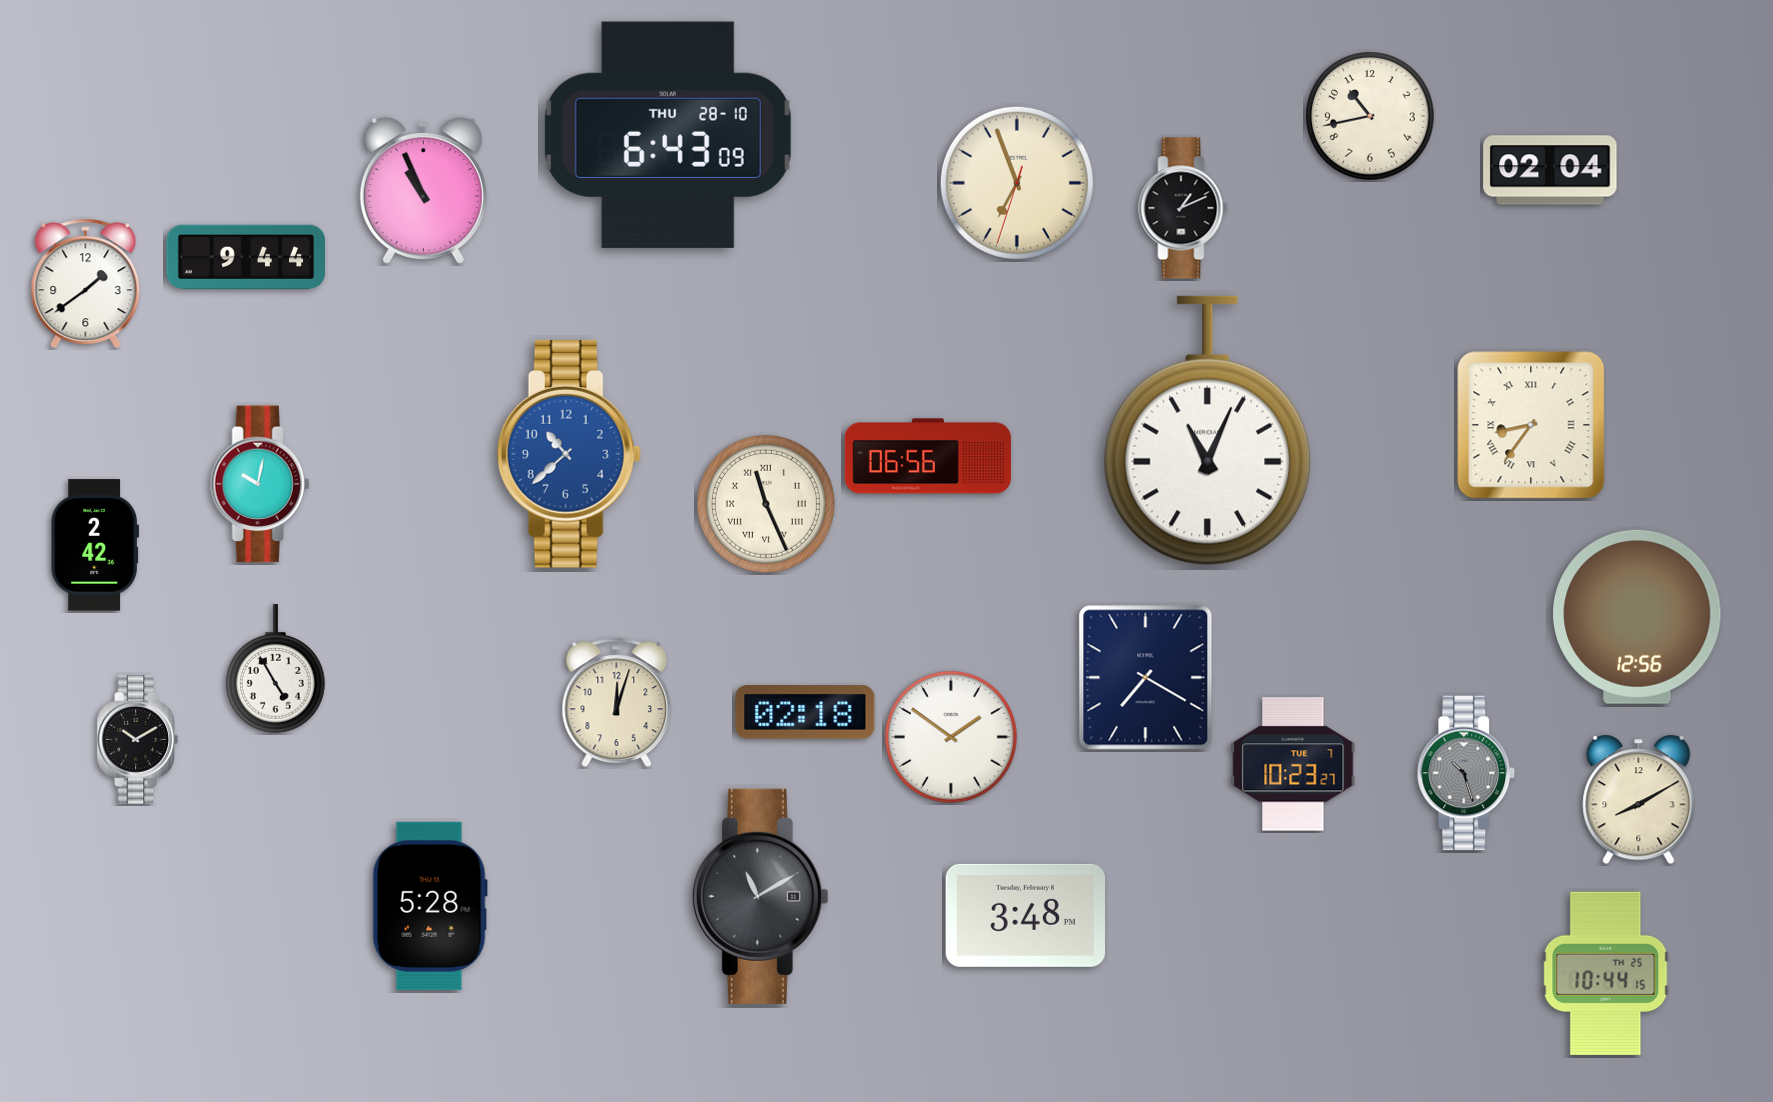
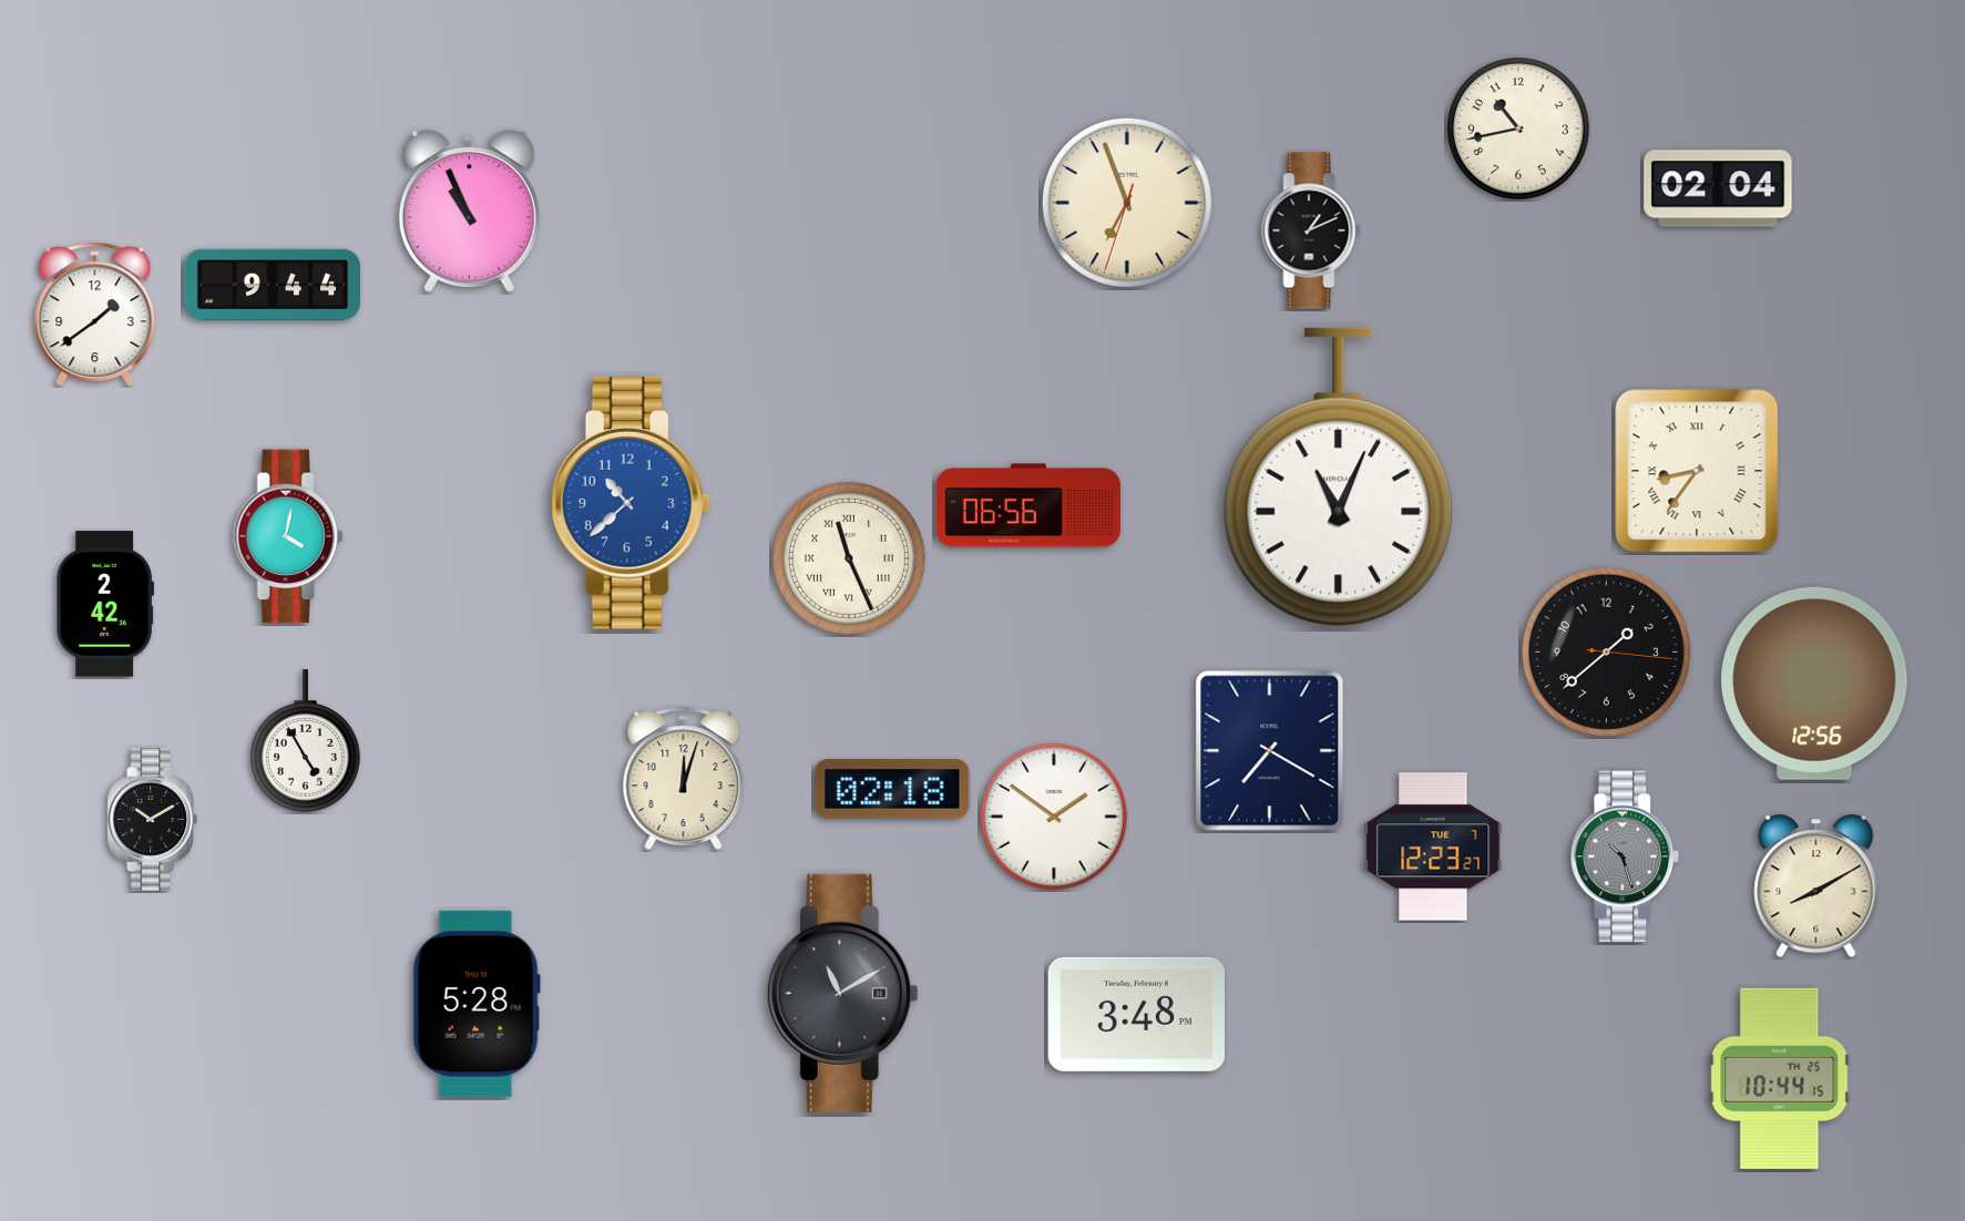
clock at (668, 135): 6:43 -> none
clock at (260, 484): 10:02 -> 4:02
clock at (1606, 651): none -> 1:38
clock at (1293, 764): 10:23 -> 12:23
